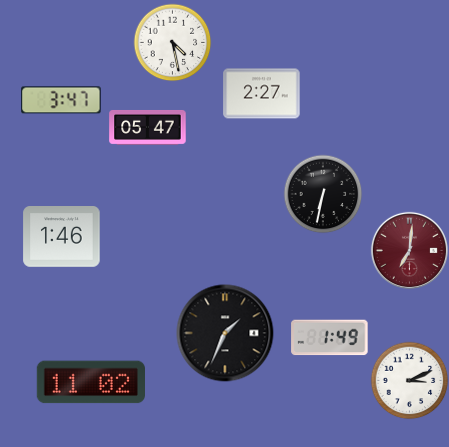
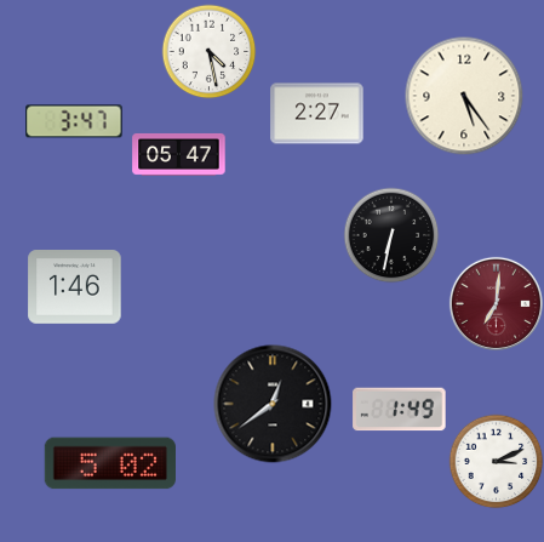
clock at (464, 96): none -> 5:24
clock at (225, 333): 1:34 -> 12:39
clock at (90, 382): 11:02 -> 5:02
